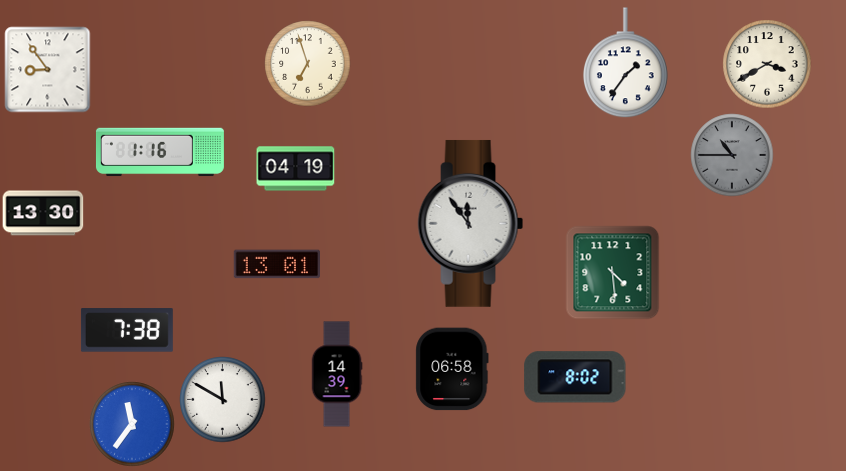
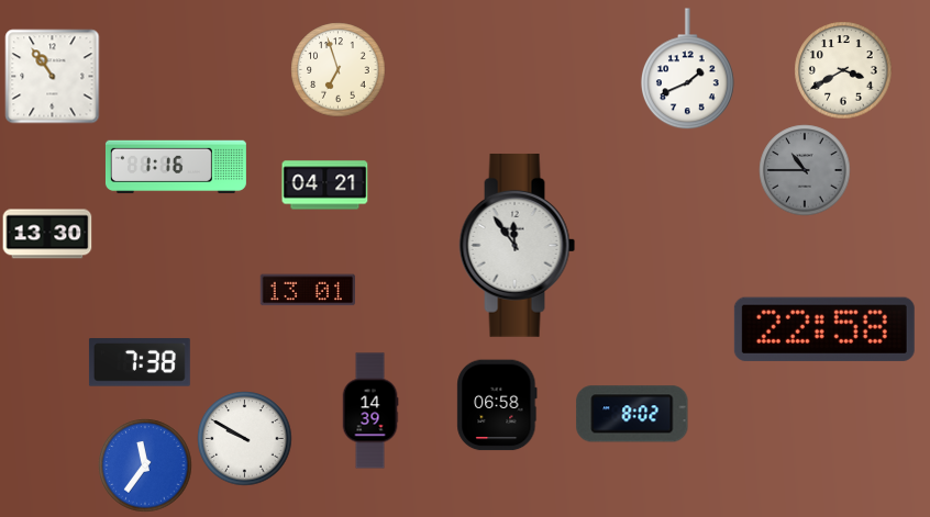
clock at (625, 63): 1:36 -> 1:41
clock at (48, 70): 8:54 -> 10:54
clock at (296, 169): 04:19 -> 04:21
clock at (276, 264) position: (276, 264) -> (307, 290)
clock at (613, 273): 4:29 -> none
clock at (824, 329): none -> 22:58
clock at (223, 400): 11:50 -> 9:50
